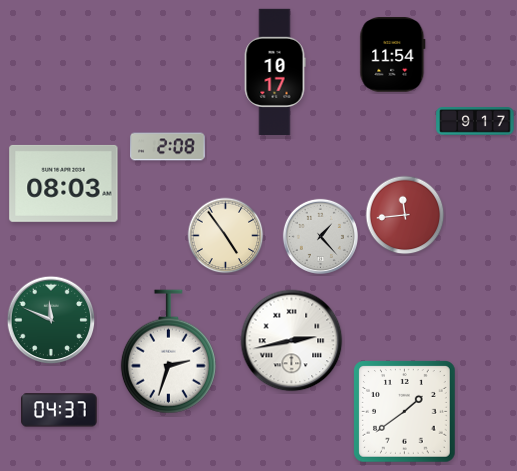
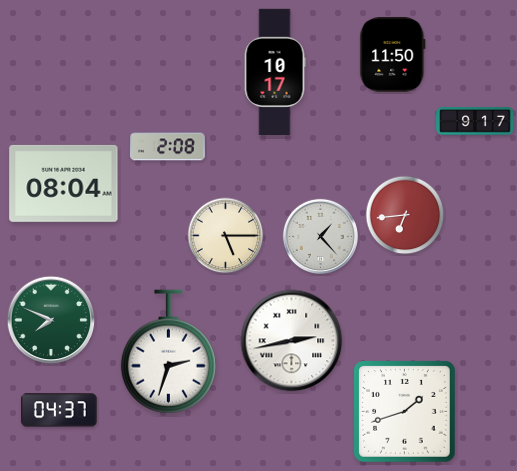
clock at (393, 55): 11:54 -> 11:50
clock at (64, 183): 08:03 -> 08:04
clock at (405, 215): 11:44 -> 6:44
clock at (226, 236): 4:54 -> 5:15
clock at (51, 320): 11:49 -> 7:49
clock at (405, 412): 1:39 -> 1:42
